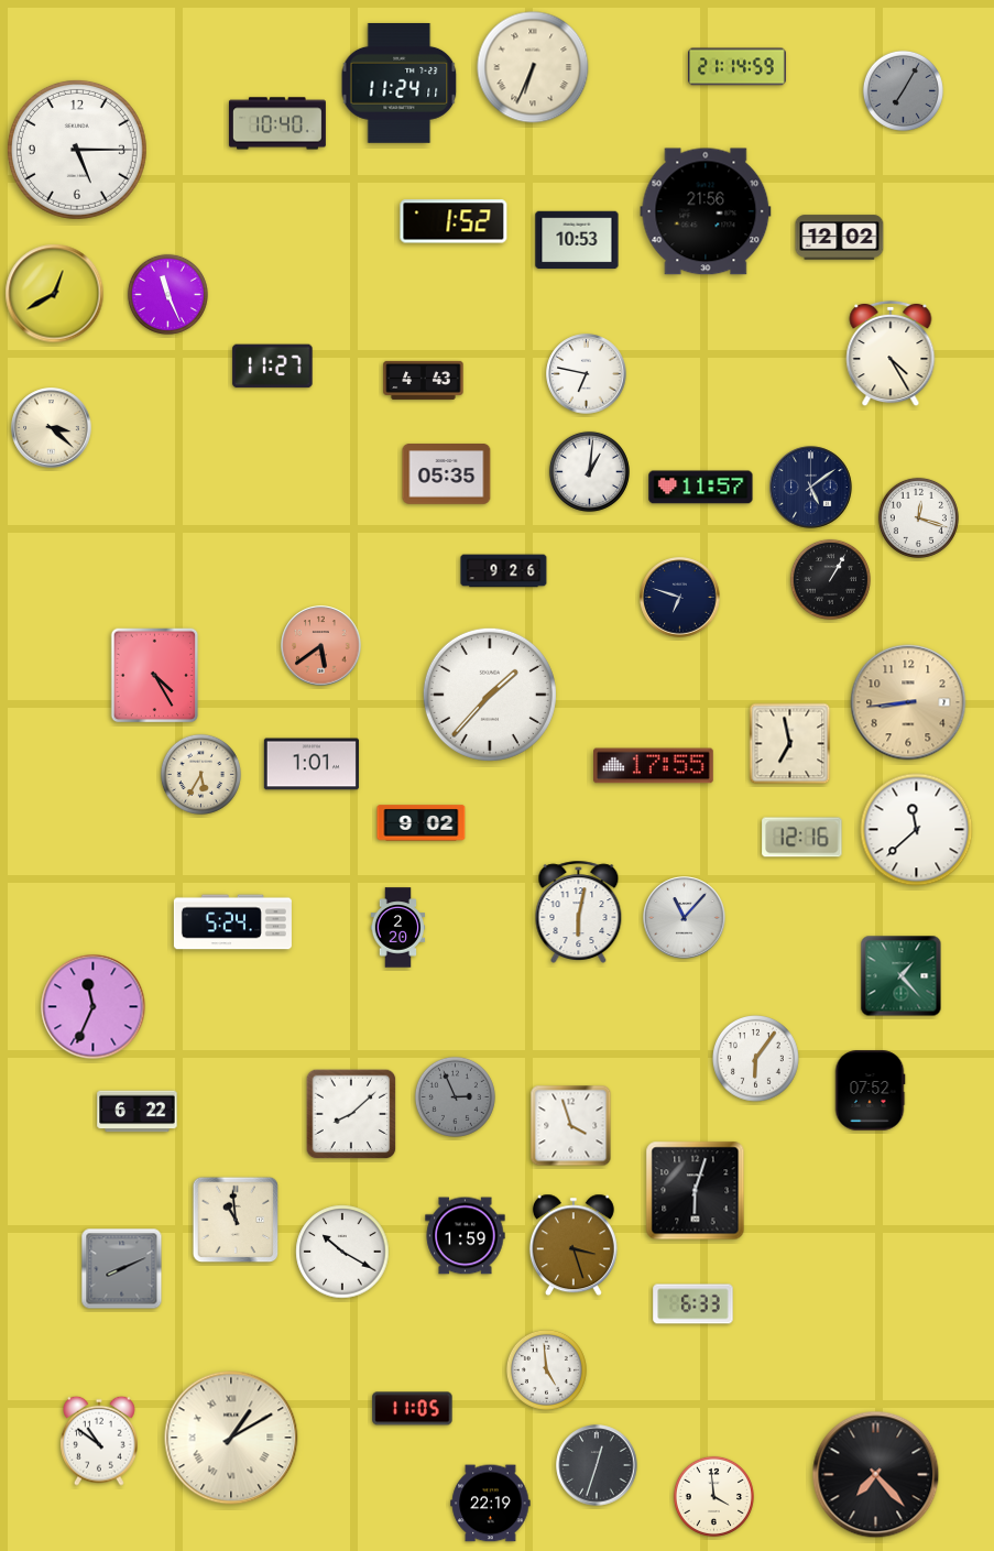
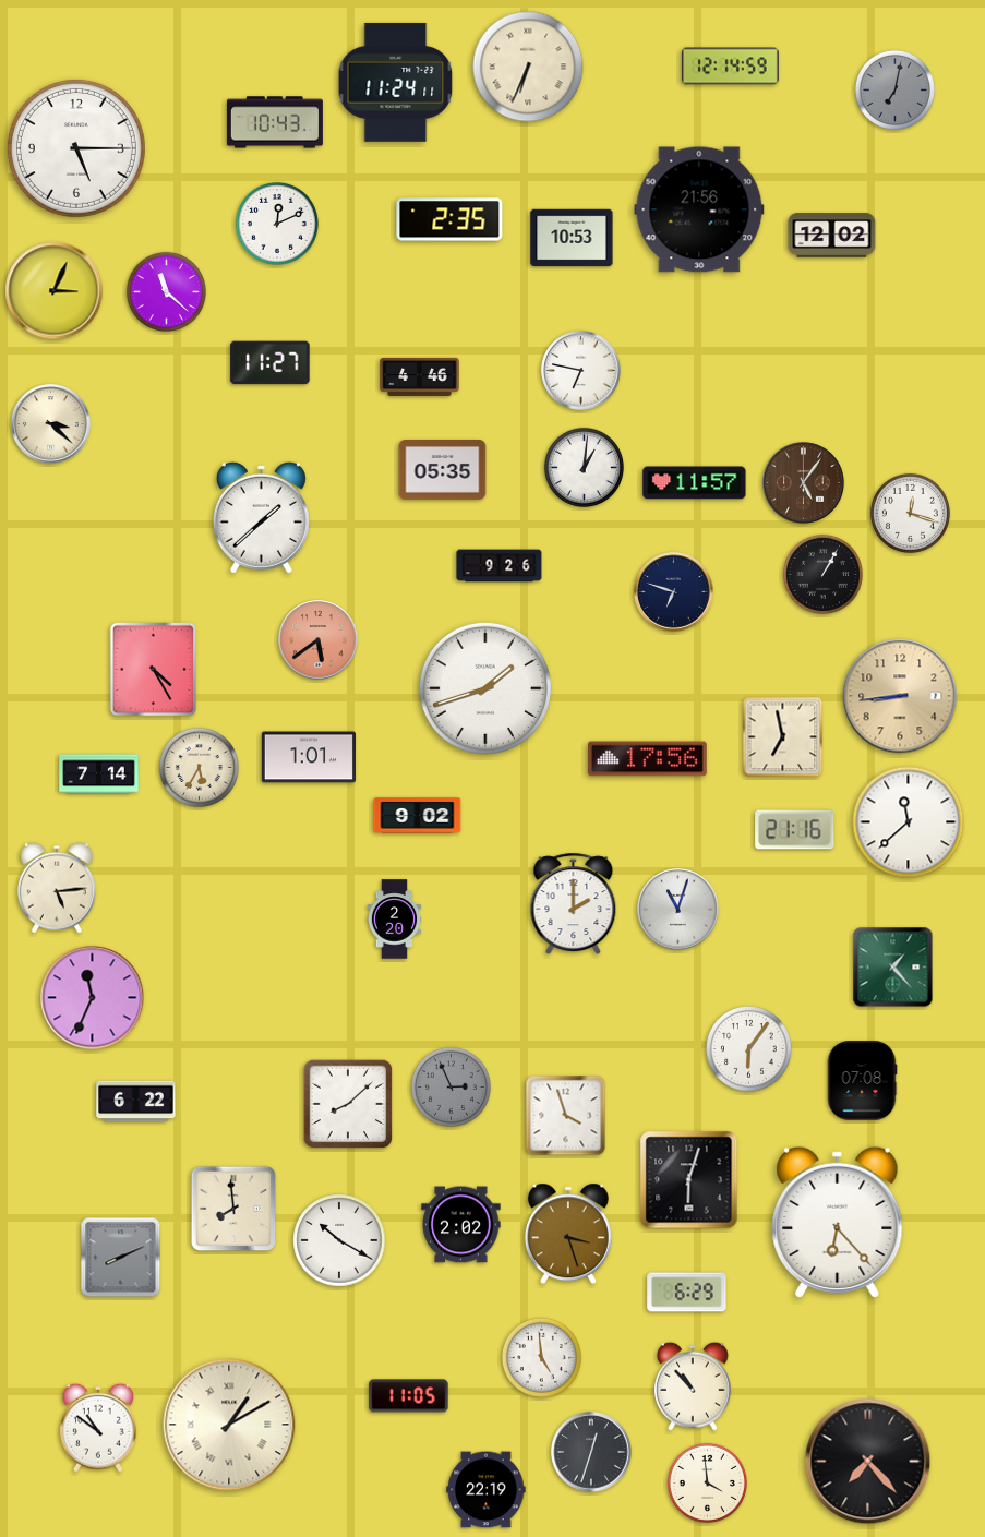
clock at (738, 67): 21:14 -> 12:14
clock at (903, 90): 7:05 -> 7:02
clock at (277, 123): 10:40 -> 10:43
clock at (454, 221): 1:52 -> 2:35
clock at (277, 224): none -> 12:11
clock at (55, 294): 12:40 -> 3:04
clock at (167, 294): 11:26 -> 11:22
clock at (891, 353): 4:25 -> none
clock at (424, 380): 4:43 -> 4:46
clock at (811, 488): 5:09 -> 5:06
clock at (811, 488) dial: navy -> brown
clock at (261, 517): none -> 1:38
clock at (490, 695): 1:37 -> 1:42
clock at (654, 766): 17:55 -> 17:56
clock at (99, 774): none -> 7:14
clock at (802, 838): 12:16 -> 21:16
clock at (57, 888): none -> 5:14
clock at (579, 911): 6:02 -> 2:00
clock at (685, 918): 11:07 -> 11:03
clock at (232, 922): 5:24 -> none
clock at (870, 1091): 07:52 -> 07:08
clock at (236, 1220): 10:59 -> 7:59
clock at (838, 1223): none -> 6:23
clock at (466, 1236): 1:59 -> 2:02
clock at (693, 1304): 6:33 -> 6:29
clock at (694, 1386): none -> 10:53
